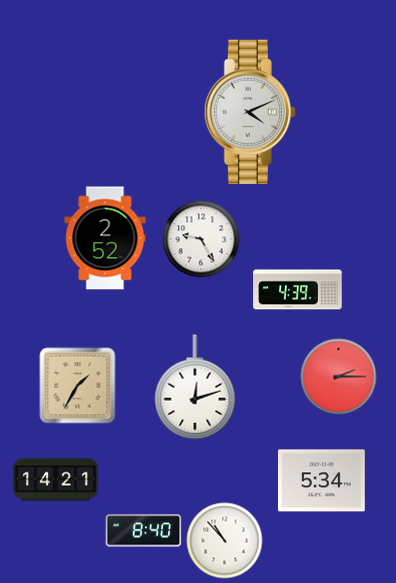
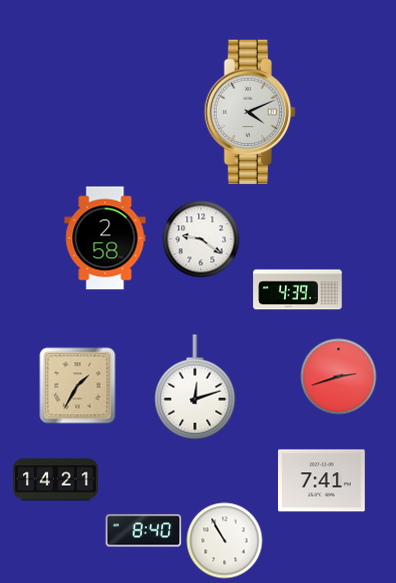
clock at (105, 238): 2:52 -> 2:58
clock at (201, 239): 9:25 -> 9:21
clock at (339, 377): 2:15 -> 2:42
clock at (322, 481): 5:34 -> 7:41
clock at (225, 541): 10:53 -> 10:55
